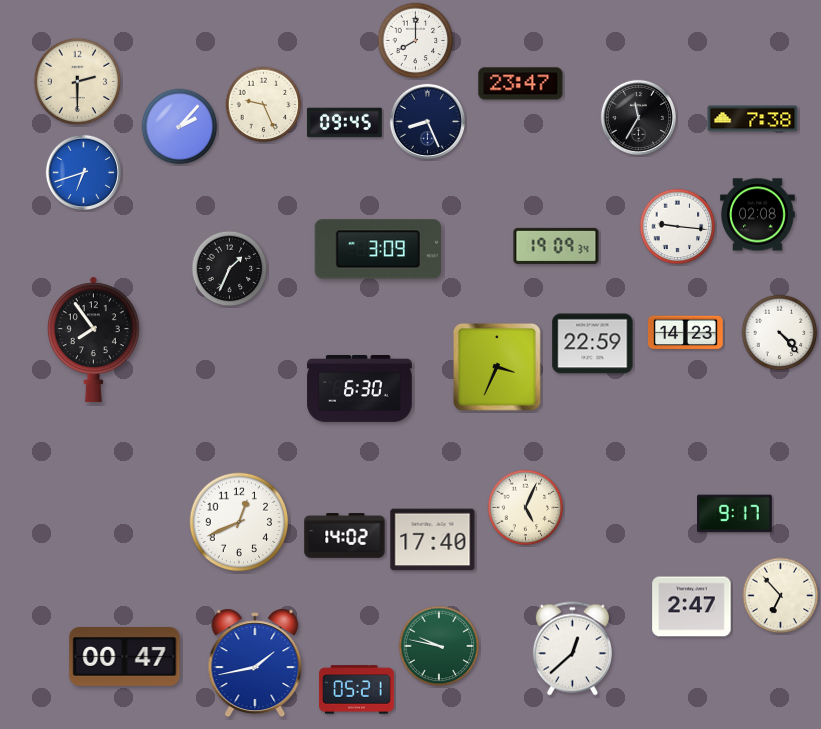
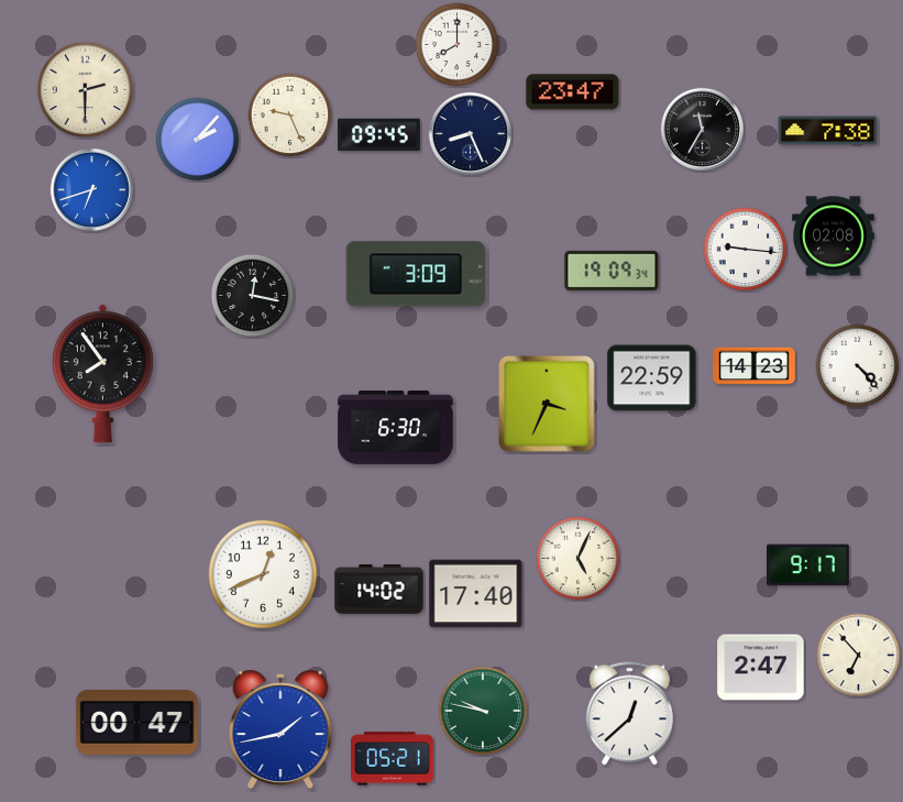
clock at (230, 269): 1:34 -> 12:17
